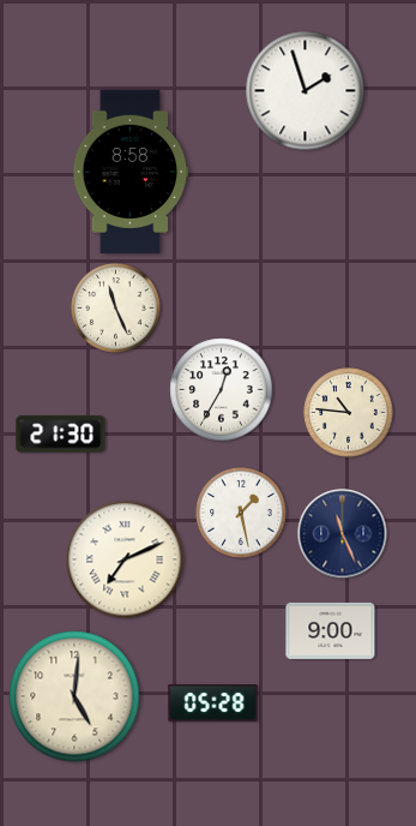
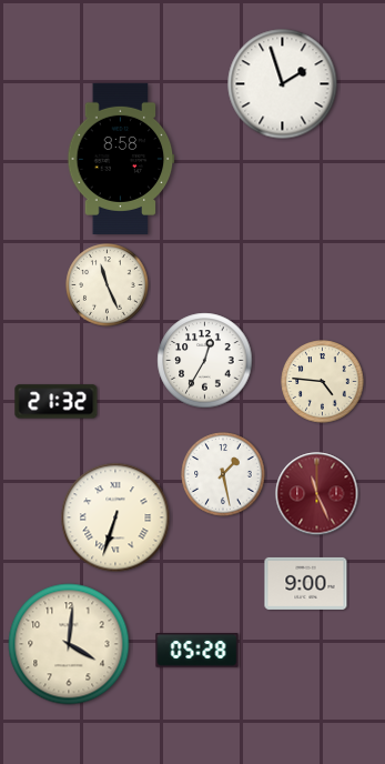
clock at (349, 413): 10:46 -> 4:46
clock at (61, 435): 21:30 -> 21:32
clock at (343, 534) dial: navy -> burgundy
clock at (125, 559): 7:11 -> 6:33
clock at (74, 696): 5:01 -> 4:01
